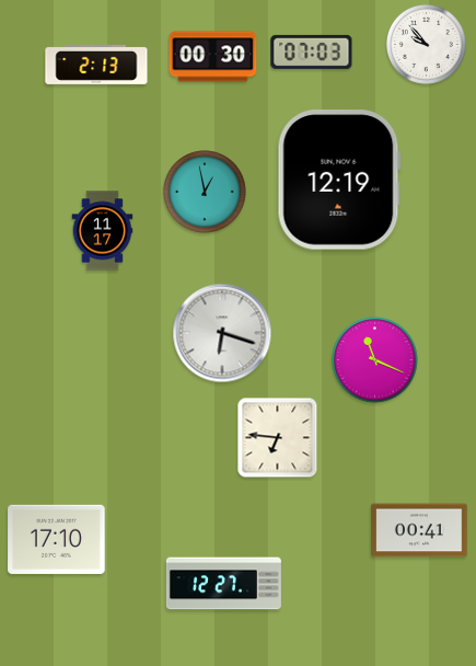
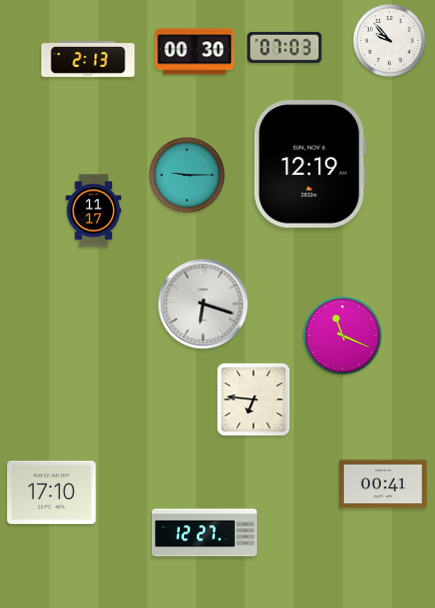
clock at (205, 192): 12:58 -> 9:15
clock at (375, 360) position: (375, 360) -> (343, 336)
